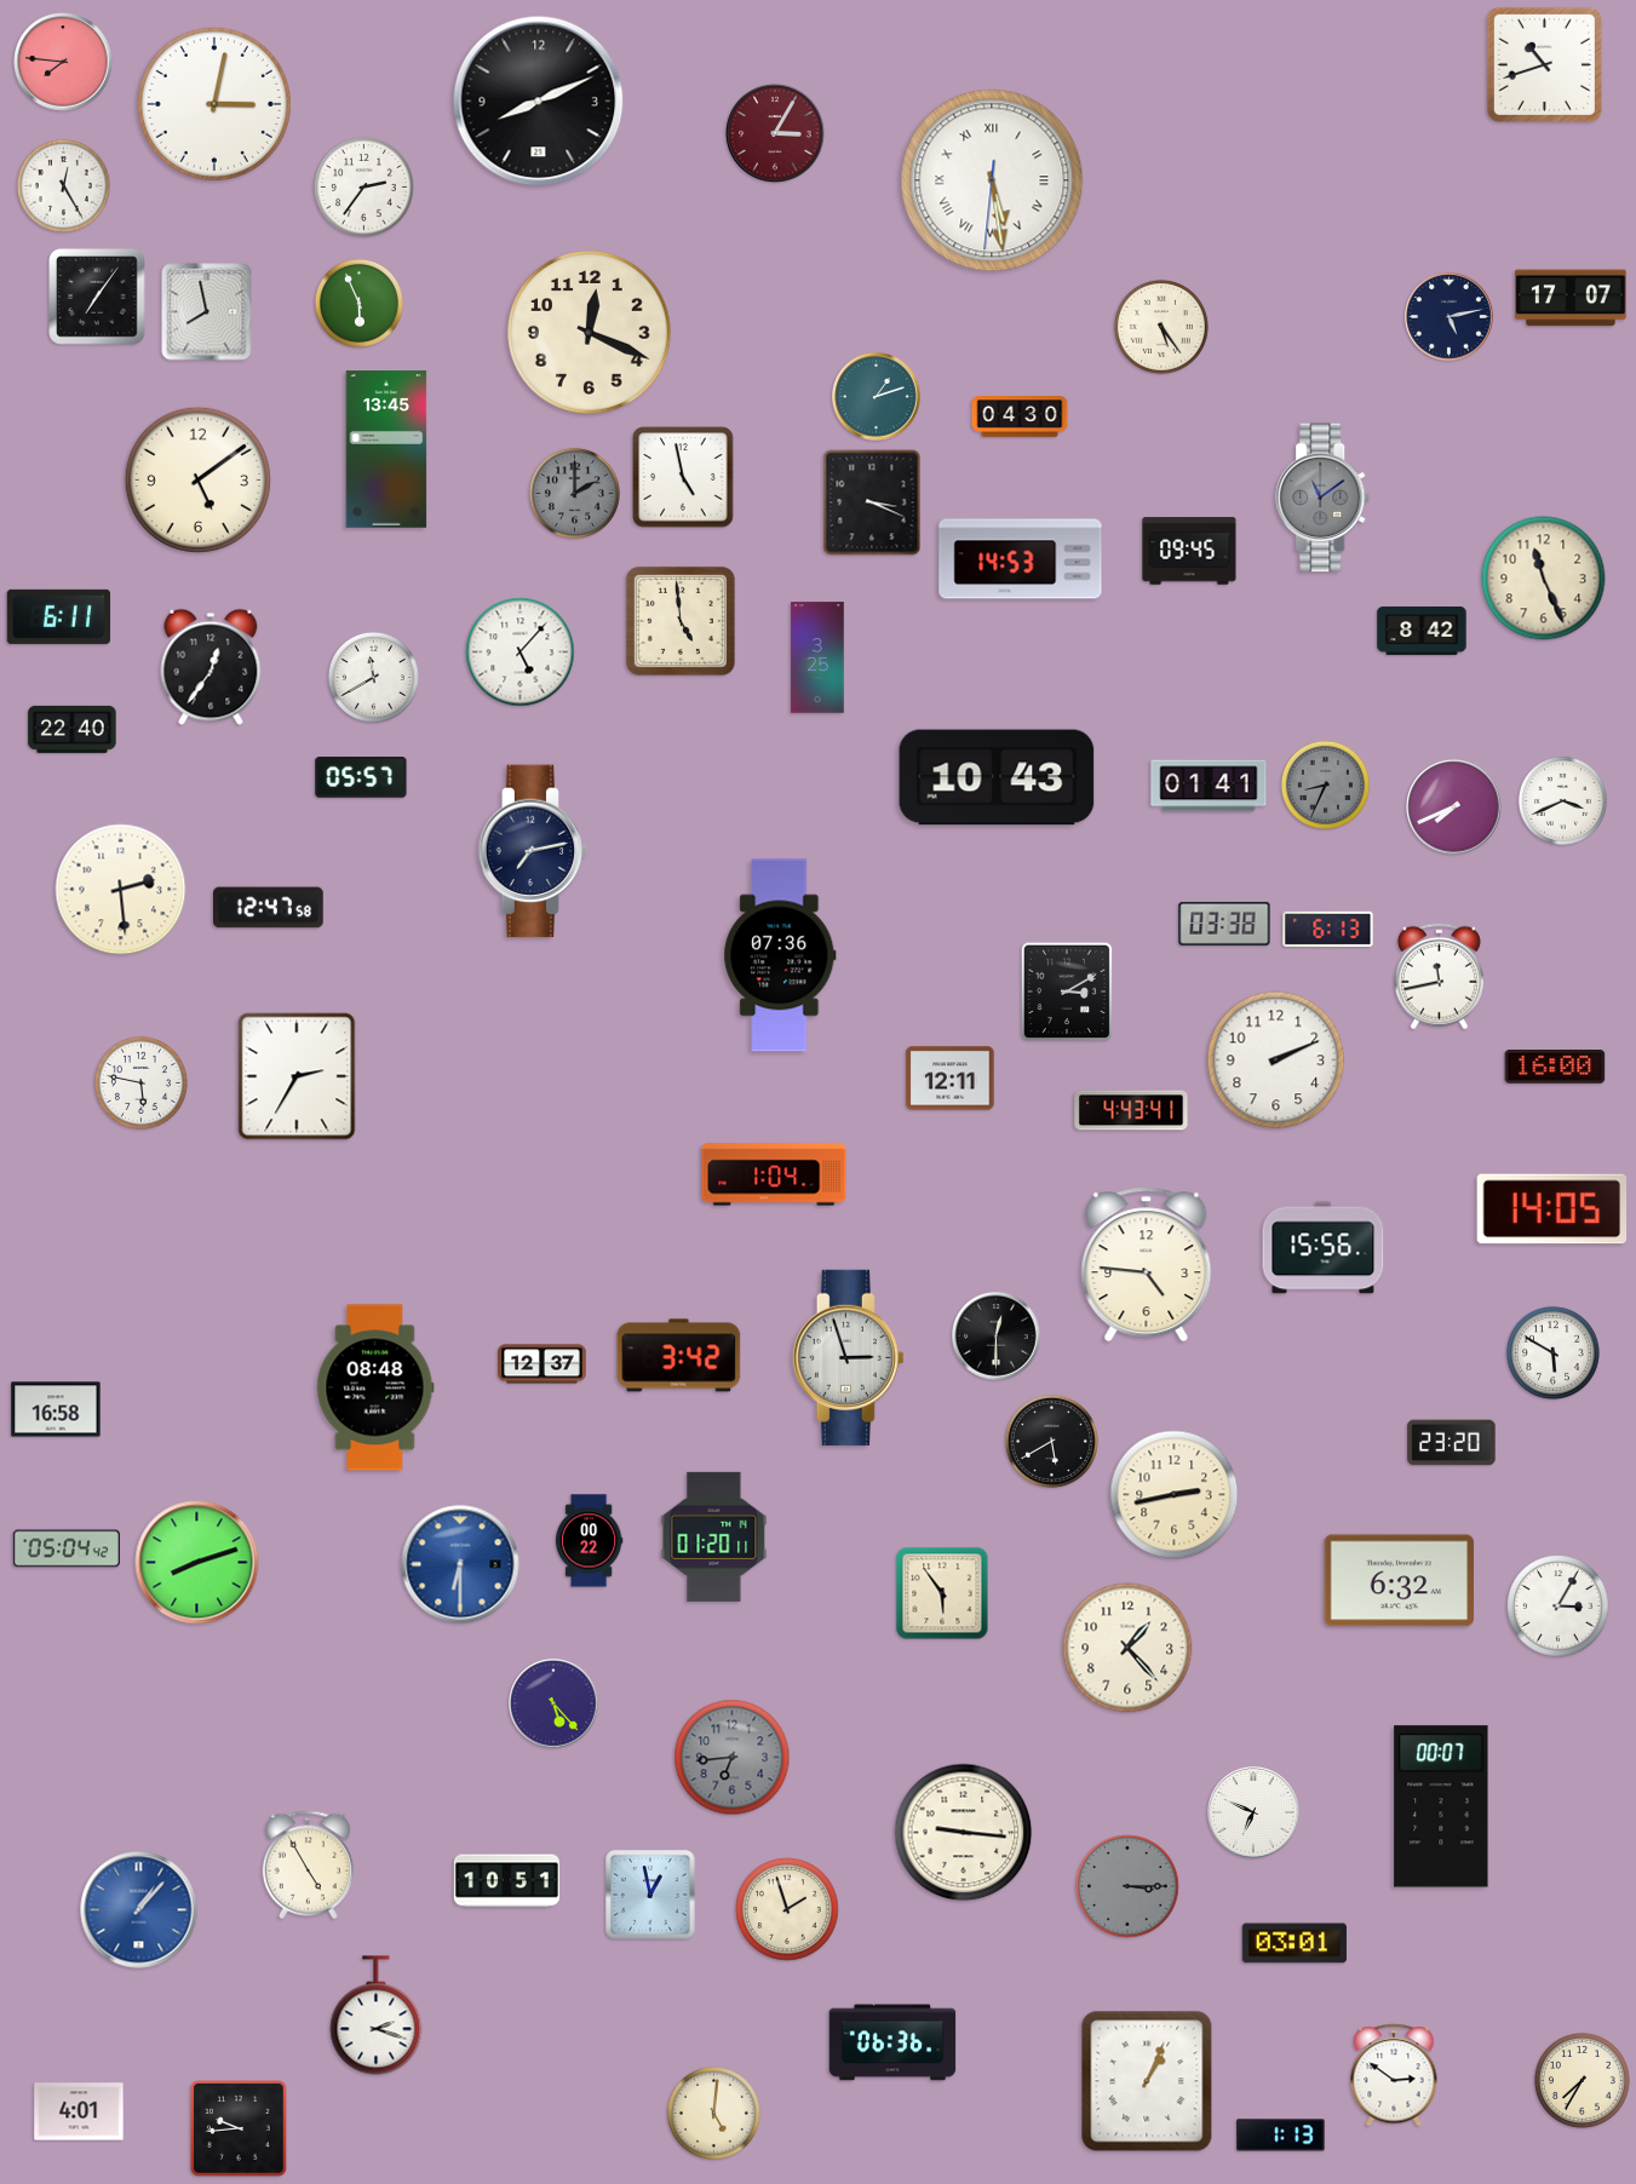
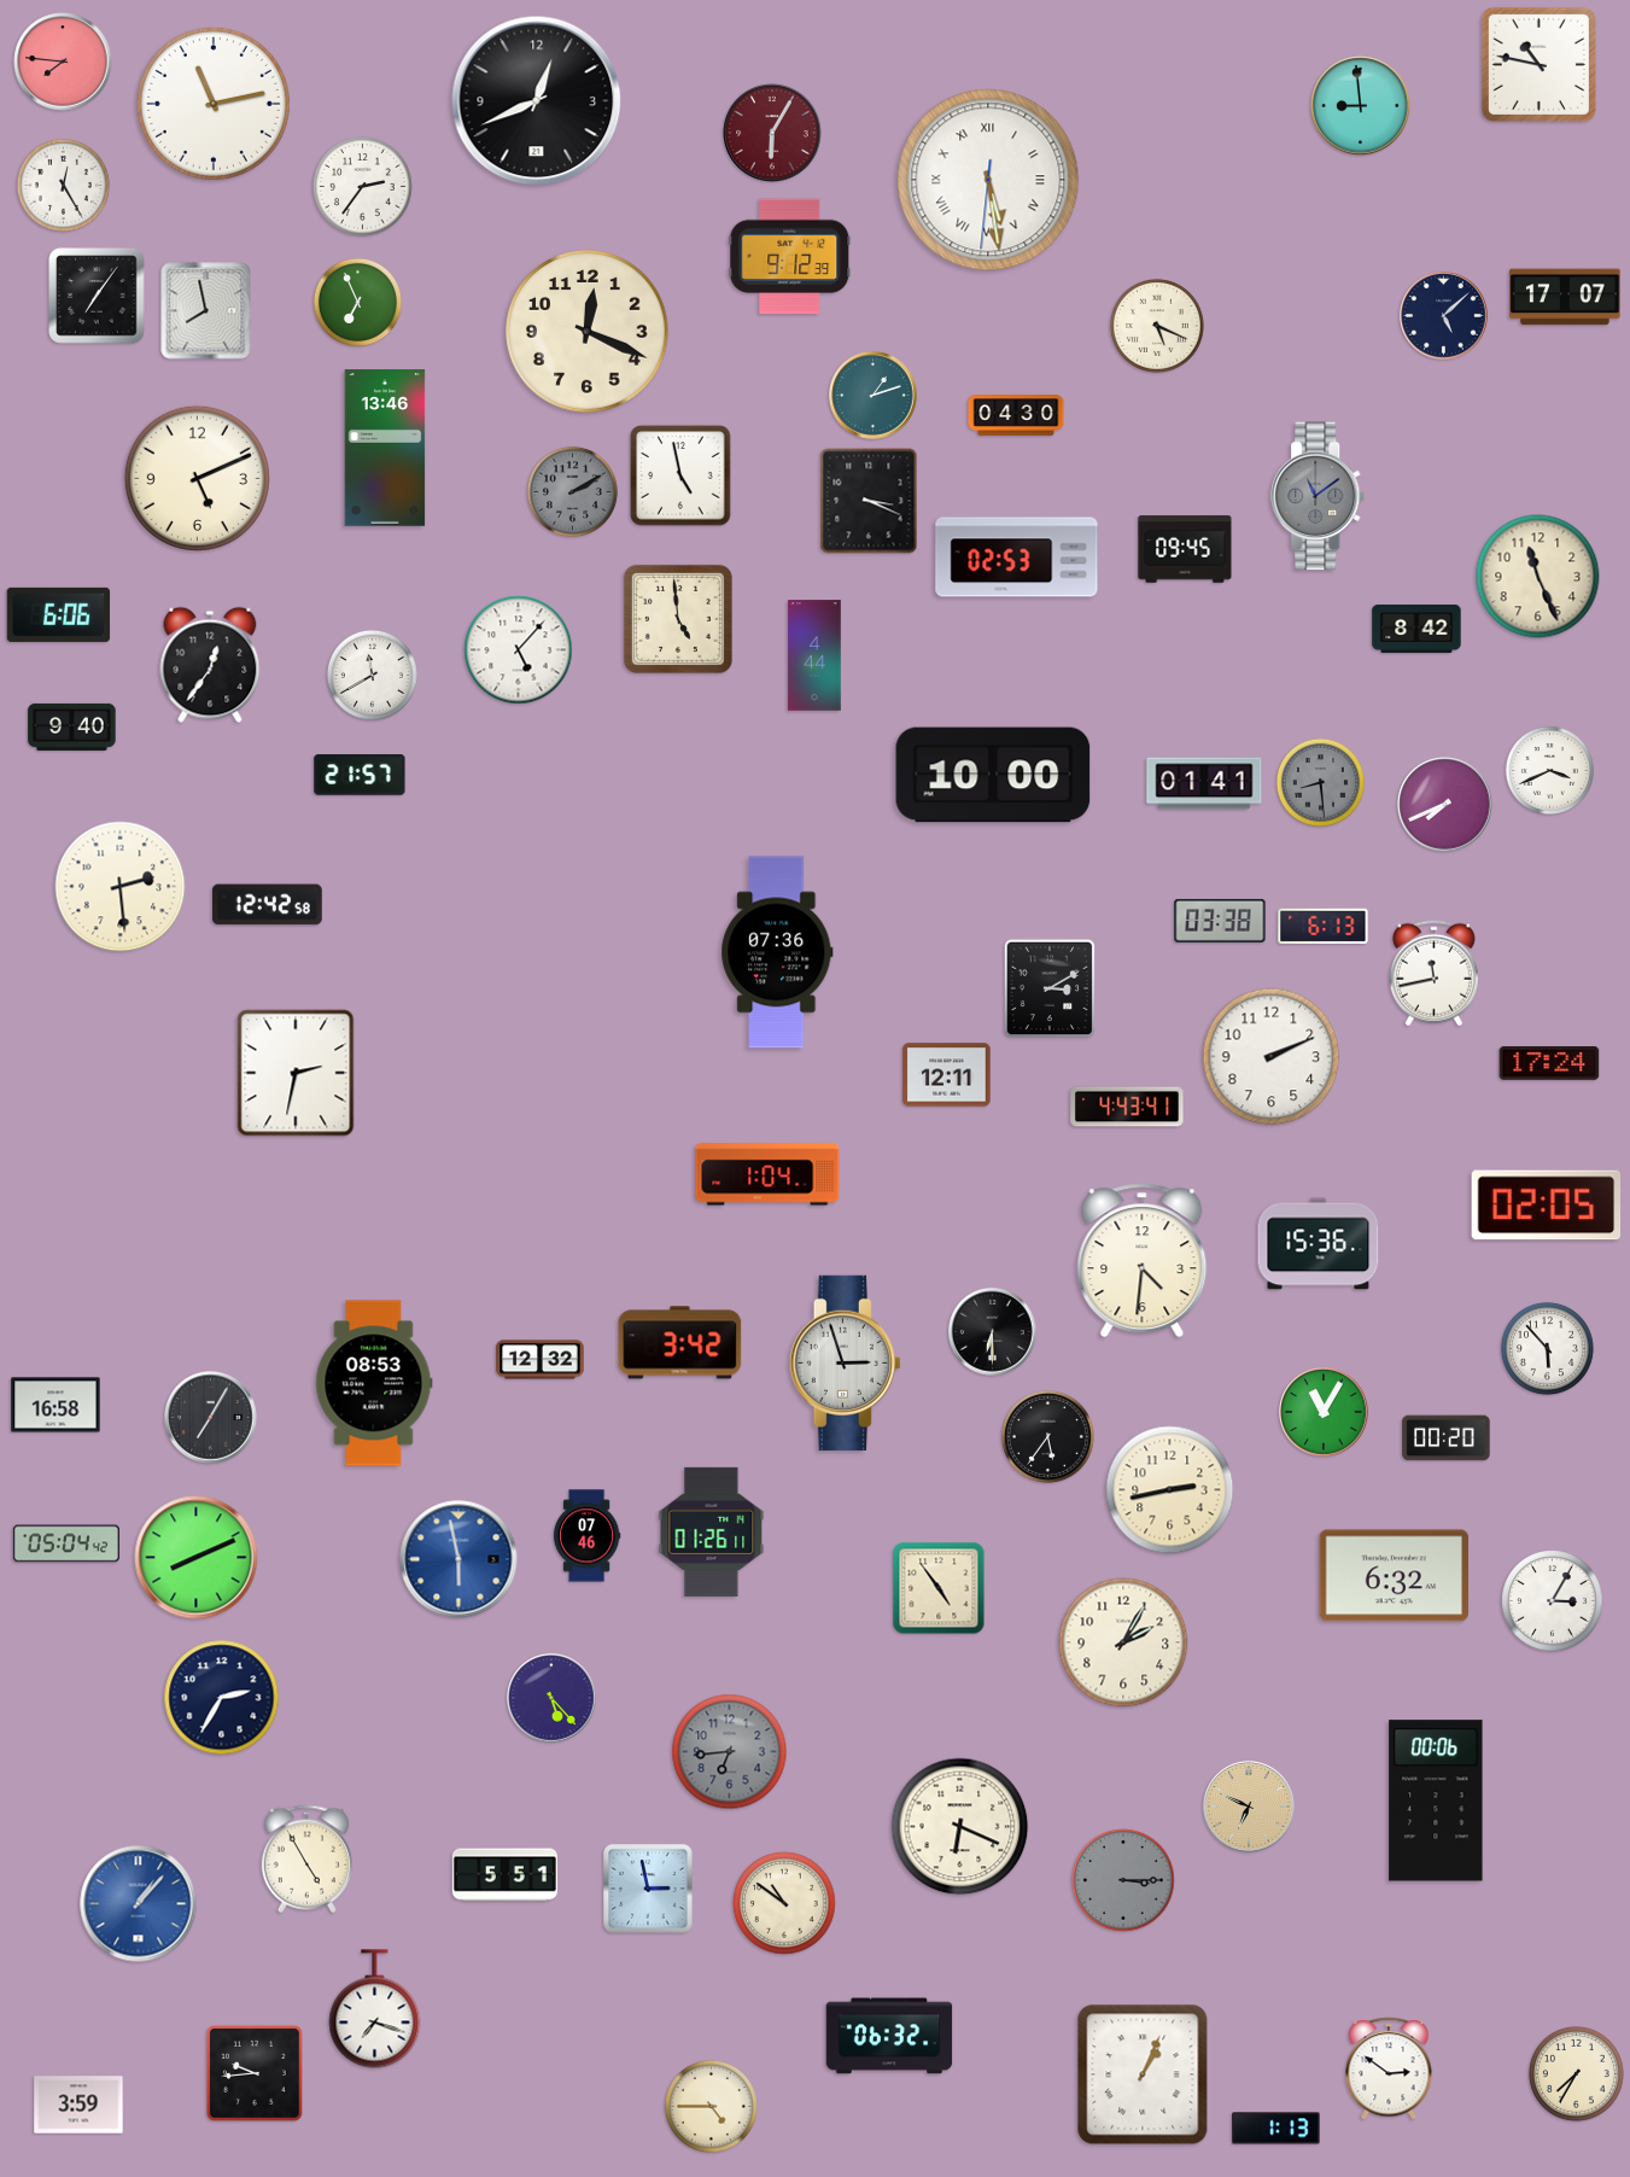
clock at (1544, 64): 10:42 -> 10:47
clock at (539, 102): 8:11 -> 12:41
clock at (214, 104): 3:02 -> 11:13
clock at (1361, 106): none -> 8:59
clock at (775, 133): 3:05 -> 6:05
clock at (790, 257): none -> 9:12
clock at (358, 303): 5:56 -> 6:56
clock at (1450, 317): 5:13 -> 5:08
clock at (1161, 327): 5:24 -> 5:19
clock at (386, 449): 13:45 -> 13:46
clock at (197, 479): 5:09 -> 5:11
clock at (574, 493): 2:00 -> 2:10
clock at (1021, 559): 14:53 -> 02:53
clock at (59, 616): 6:11 -> 6:06
clock at (817, 657): 3:25 -> 4:44
clock at (73, 729): 22:40 -> 9:40
clock at (361, 777): 05:57 -> 21:57
clock at (997, 777): 10:43 -> 10:00
clock at (1325, 784): 8:34 -> 8:29
clock at (1562, 800) position: (1562, 800) -> (1549, 770)
clock at (1454, 807) position: (1454, 807) -> (1445, 805)
clock at (533, 851): 7:13 -> none
clock at (269, 908): 12:47 -> 12:42
clock at (1067, 992) position: (1067, 992) -> (1050, 988)
clock at (1555, 1068): 16:00 -> 17:24
clock at (297, 1076): 2:35 -> 2:32
clock at (140, 1082): 5:47 -> none
clock at (774, 1174) position: (774, 1174) -> (767, 1174)
clock at (1552, 1209): 14:05 -> 02:05
clock at (1324, 1248): 15:56 -> 15:36
clock at (1147, 1265): 4:46 -> 4:31
clock at (997, 1337): 12:30 -> 6:30
clock at (1552, 1352): 5:50 -> 5:53
clock at (679, 1356) position: (679, 1356) -> (680, 1343)
clock at (848, 1357) position: (848, 1357) -> (845, 1362)
clock at (543, 1364): 12:37 -> 12:32
clock at (375, 1387): 08:48 -> 08:53
clock at (1324, 1412): none -> 11:05
clock at (211, 1418): none -> 7:05
clock at (1051, 1441): 5:40 -> 5:36
clock at (1452, 1443): 23:20 -> 00:20
clock at (714, 1536): 01:20 -> 01:26
clock at (589, 1541): 00:22 -> 07:46
clock at (197, 1563): 8:12 -> 8:11
clock at (460, 1564): 6:30 -> 5:58
clock at (942, 1593): 5:54 -> 4:54
clock at (1127, 1648): 1:23 -> 2:05
clock at (222, 1698): none -> 2:35
clock at (1441, 1806): 00:07 -> 00:06
clock at (1253, 1812) dial: white -> champagne
clock at (964, 1833): 9:16 -> 6:19
clock at (506, 1881): 10:51 -> 5:51
clock at (650, 1895): 12:58 -> 2:58
clock at (787, 1909): 1:57 -> 10:51
clock at (1295, 1943): 03:01 -> none
clock at (377, 2016): 2:18 -> 7:18
clock at (892, 2042): 06:36 -> 06:32
clock at (79, 2111): 4:01 -> 3:59
clock at (713, 2113): 5:01 -> 4:45
clock at (239, 2128) position: (239, 2128) -> (255, 2073)
